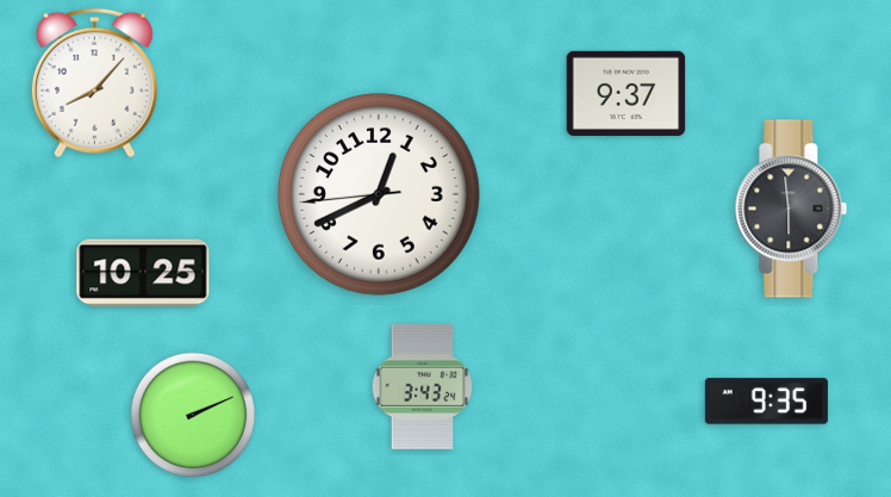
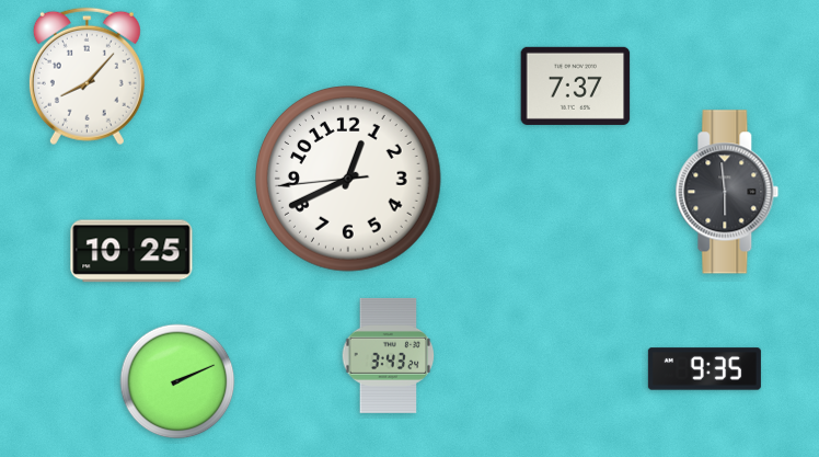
clock at (627, 93): 9:37 -> 7:37
